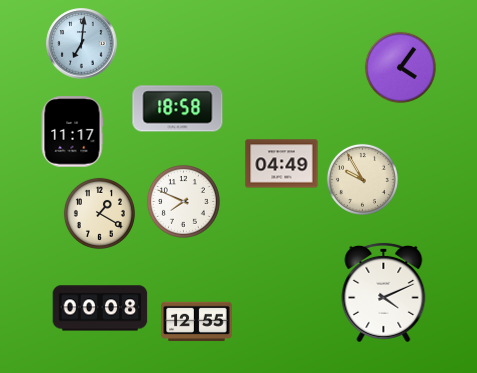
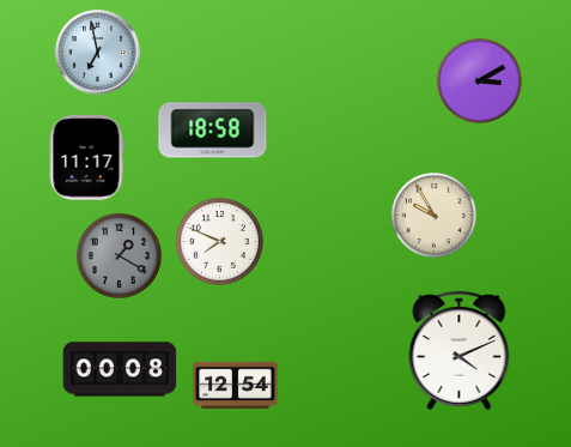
clock at (82, 44): 7:01 -> 6:58
clock at (400, 67): 4:06 -> 3:10
clock at (282, 164): 04:49 -> none
clock at (99, 213) dial: cream -> grey
clock at (197, 322): 12:55 -> 12:54
